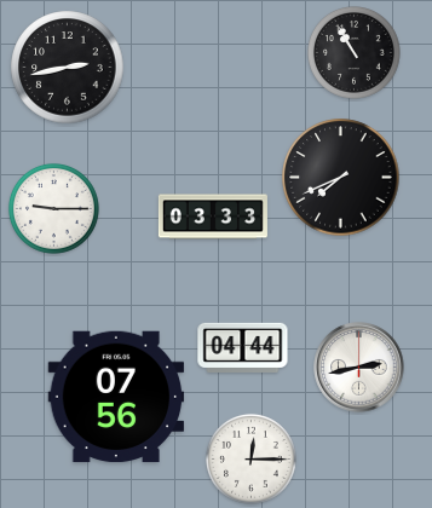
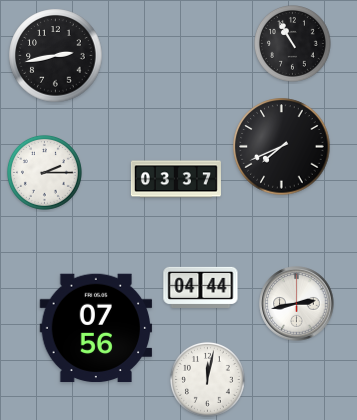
clock at (53, 208): 9:15 -> 2:15
clock at (213, 217): 03:33 -> 03:37
clock at (250, 458): 12:15 -> 12:02
